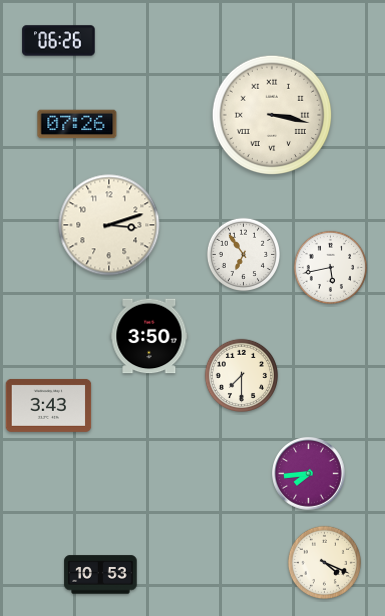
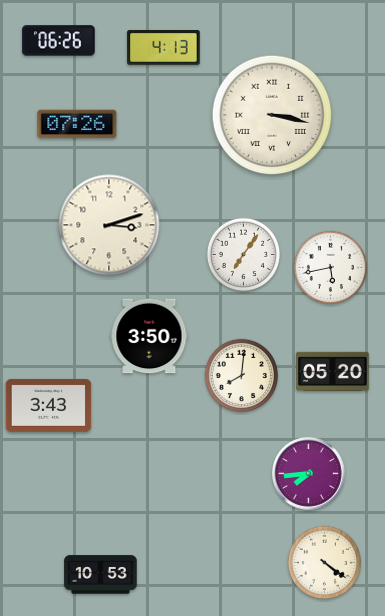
clock at (164, 48): none -> 4:13
clock at (243, 254): 6:54 -> 7:06
clock at (333, 371): none -> 05:20
clock at (241, 375): 7:30 -> 8:01
clock at (324, 562): 4:19 -> 4:21
